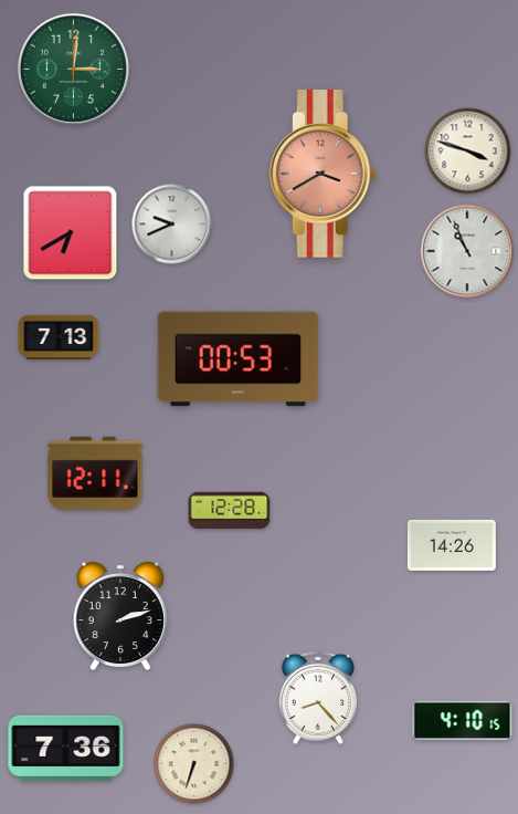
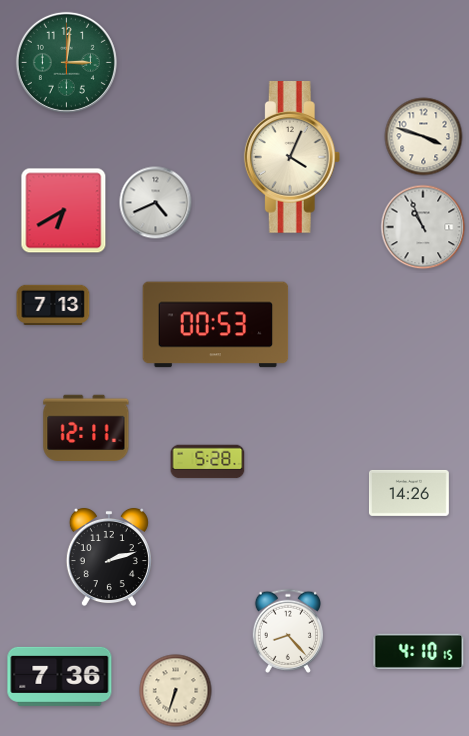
clock at (323, 174): 3:40 -> 4:04
clock at (323, 174) dial: salmon -> cream
clock at (172, 225): 9:41 -> 4:41
clock at (230, 511): 12:28 -> 5:28
